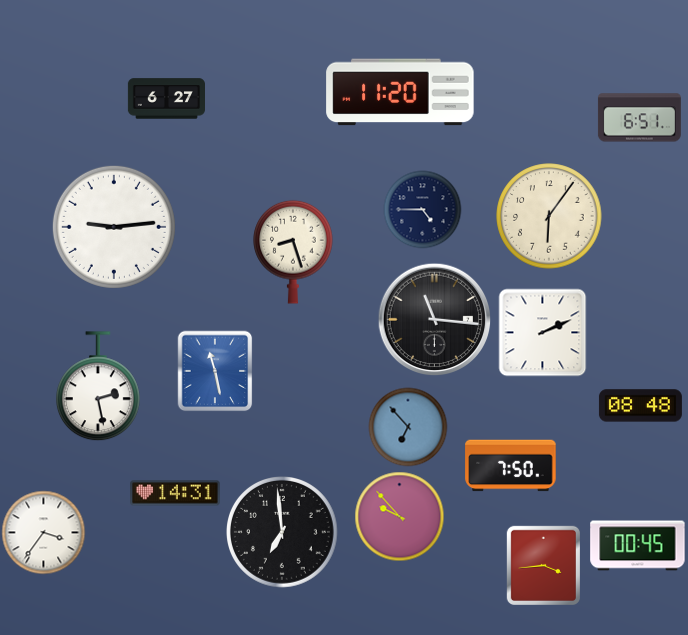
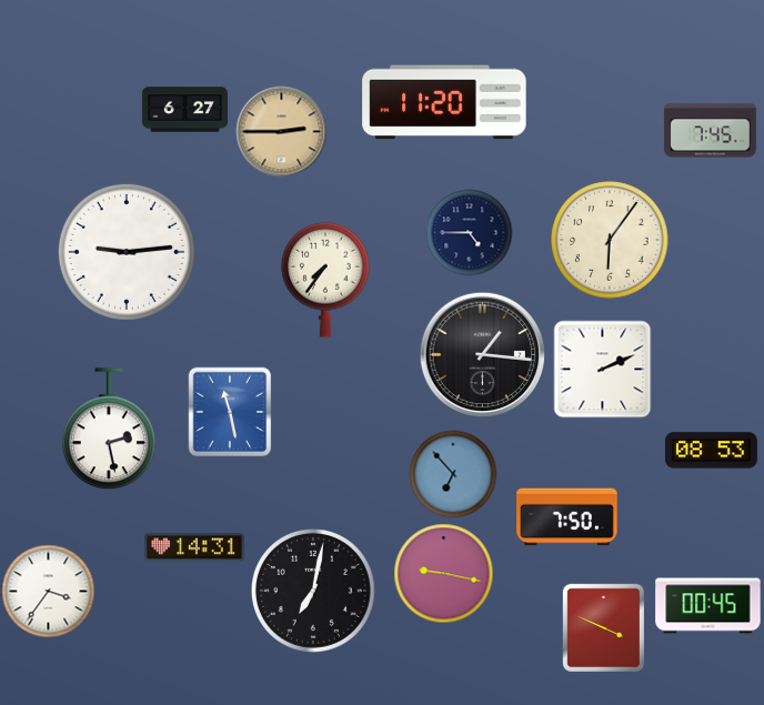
clock at (281, 131): none -> 2:45
clock at (639, 118): 6:51 -> 7:45
clock at (293, 252): 8:27 -> 7:36
clock at (434, 319): 11:16 -> 1:16
clock at (215, 371) position: (215, 371) -> (230, 412)
clock at (640, 406): 08:48 -> 08:53
clock at (399, 516): 9:53 -> 9:17
clock at (283, 533): 6:59 -> 7:02
clock at (543, 565): 3:44 -> 3:49
